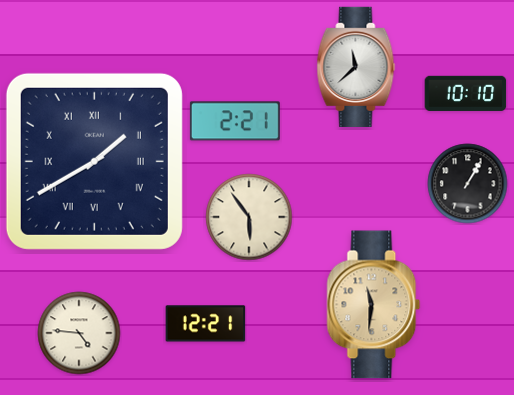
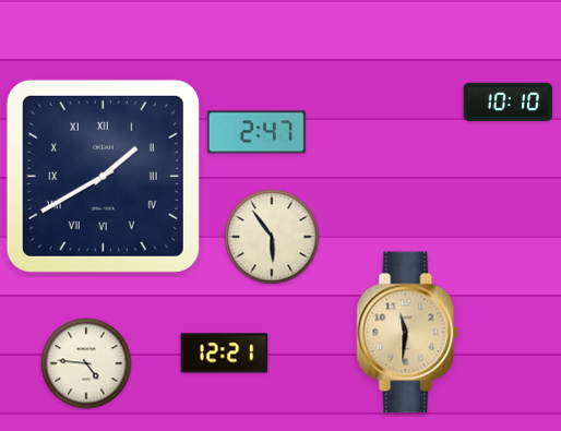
clock at (356, 67): 11:38 -> none
clock at (235, 121): 2:21 -> 2:47
clock at (468, 184): 1:05 -> none
